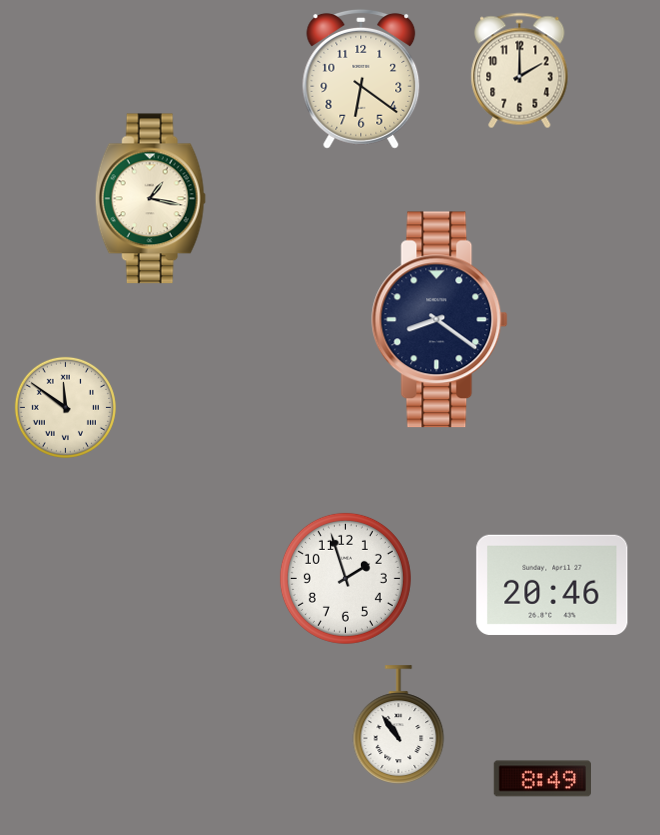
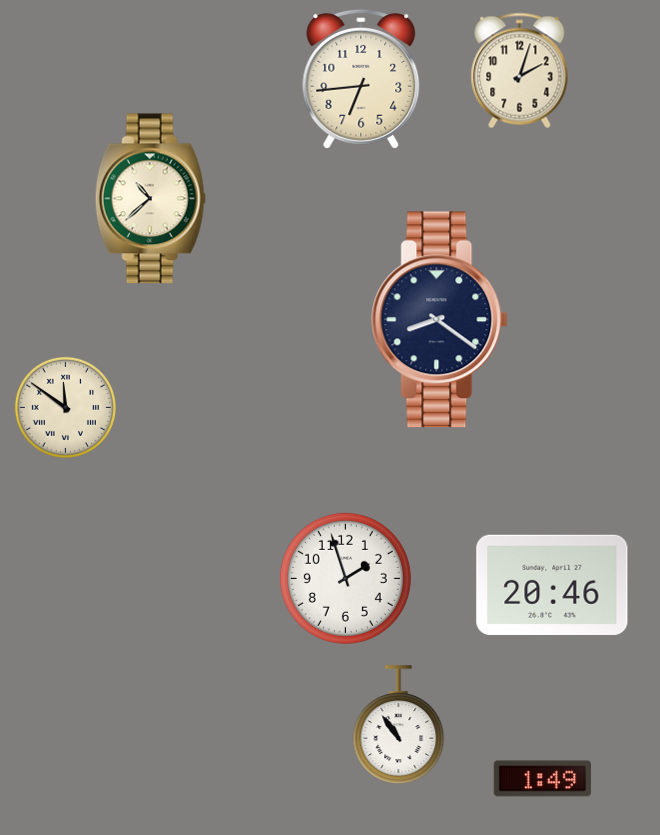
clock at (520, 71): 2:00 -> 2:03
clock at (361, 79): 6:21 -> 6:44
clock at (150, 199): 1:17 -> 10:38
clock at (542, 779): 8:49 -> 1:49
